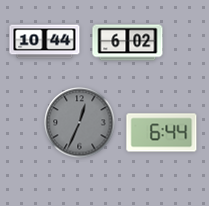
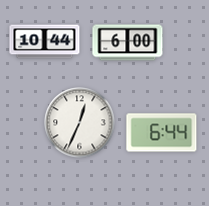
clock at (128, 43): 6:02 -> 6:00
clock at (80, 123) dial: grey -> white
